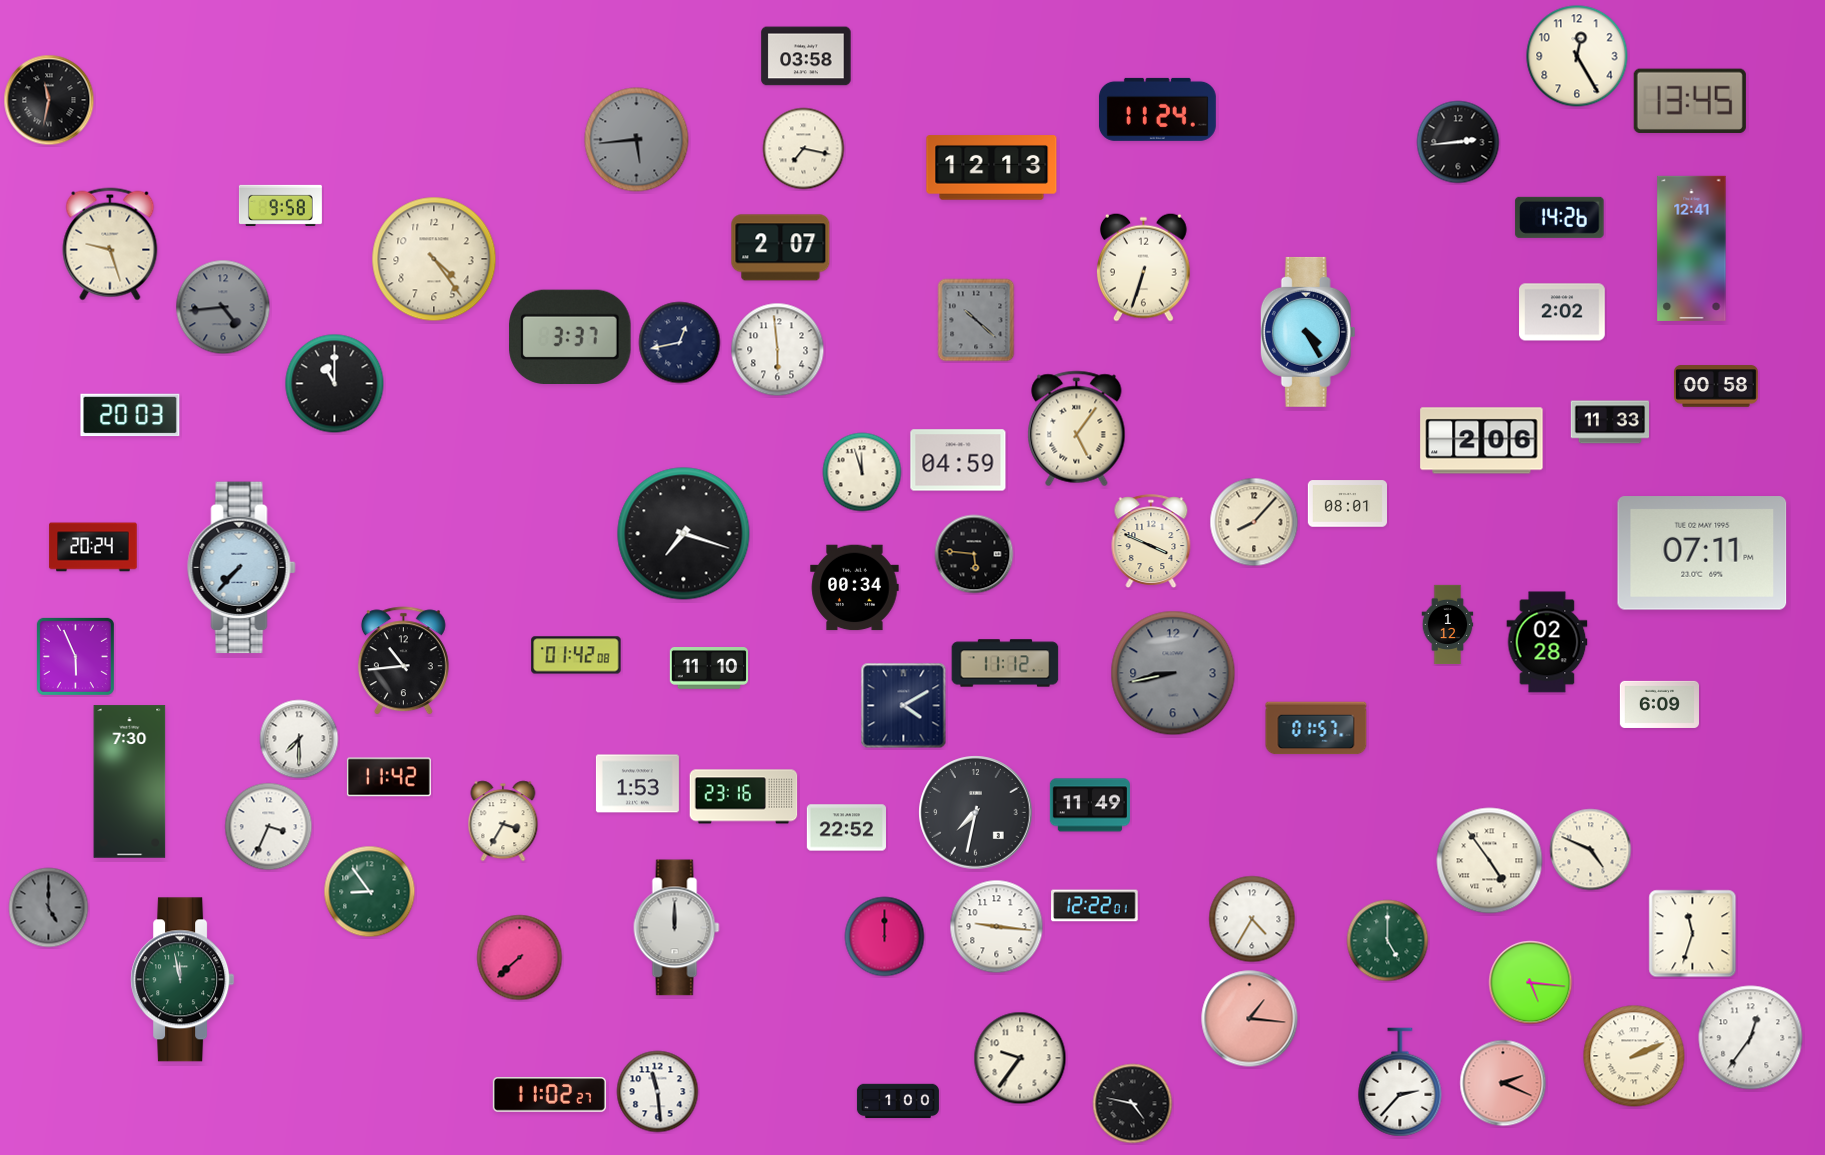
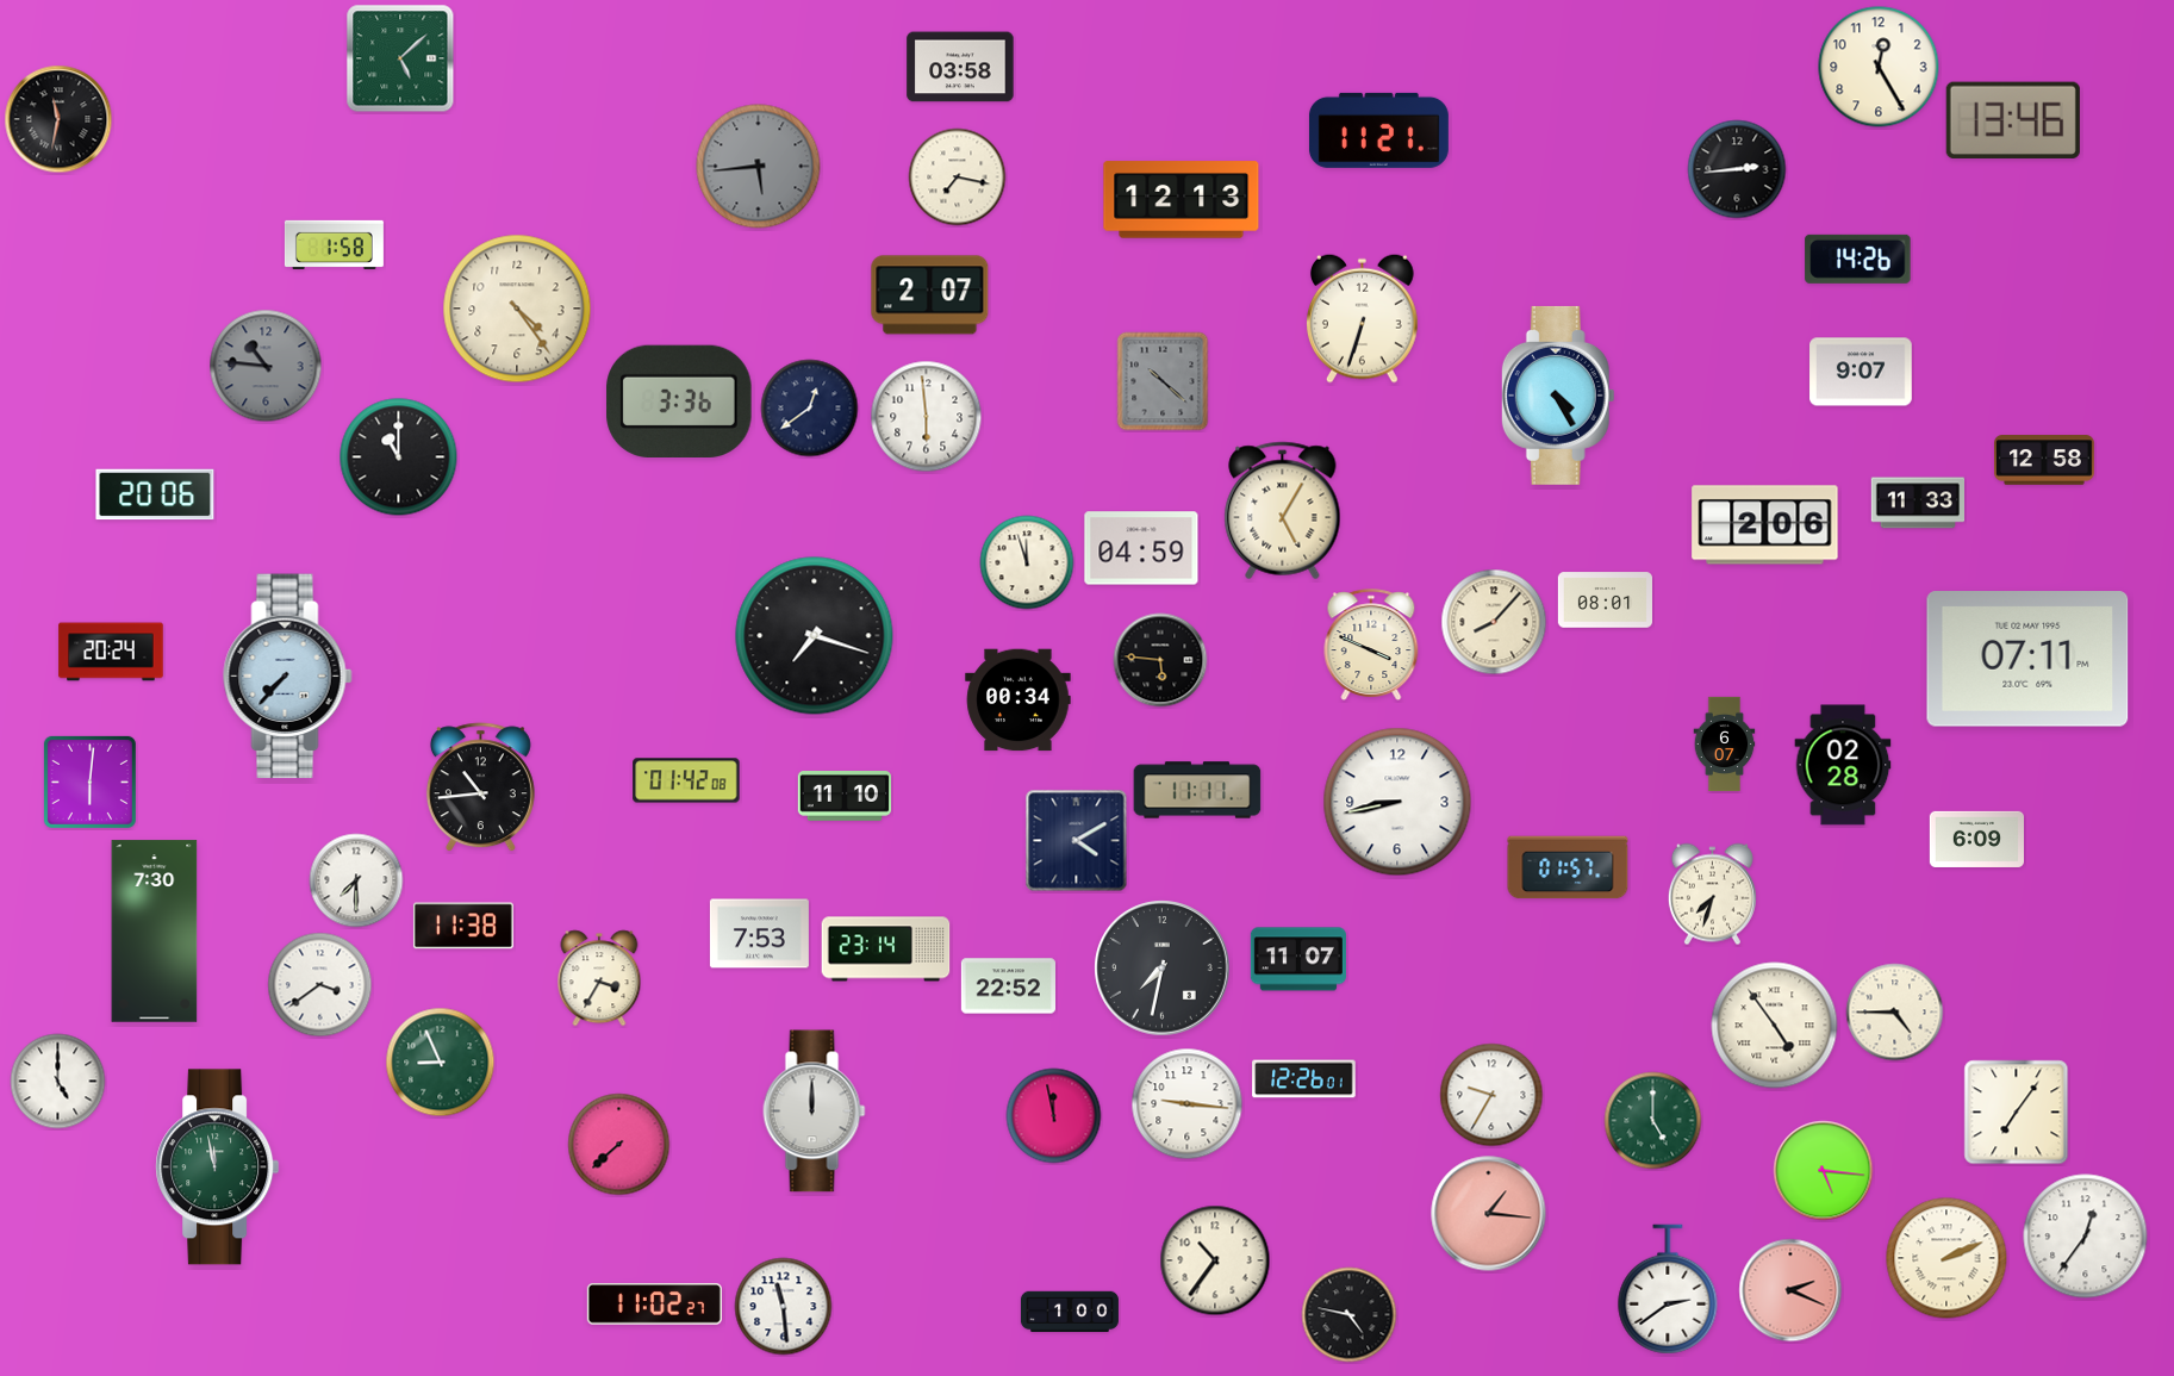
clock at (400, 58): none -> 5:08
clock at (1690, 101): 13:45 -> 13:46
clock at (1157, 109): 11:24 -> 11:21
clock at (280, 205): 9:58 -> 1:58
clock at (110, 244): 9:27 -> none
clock at (1692, 248): 12:41 -> none
clock at (223, 307): 4:44 -> 10:46
clock at (1562, 312): 2:02 -> 9:07
clock at (570, 336): 3:37 -> 3:36
clock at (680, 343): 12:43 -> 12:39
clock at (1717, 386): 00:58 -> 12:58
clock at (130, 415): 20:03 -> 20:06
clock at (1077, 429): 5:06 -> 5:05
clock at (1448, 625): 1:12 -> 6:07
clock at (75, 656): 5:56 -> 6:01
clock at (1005, 663): 11:12 -> 11:11
clock at (1173, 673) dial: grey -> white
clock at (1712, 895): none -> 7:33
clock at (389, 777): 11:42 -> 11:38
clock at (637, 784): 1:53 -> 7:53
clock at (744, 797): 23:16 -> 23:14
clock at (1090, 805): 11:49 -> 11:07
clock at (269, 827): 3:34 -> 3:39
clock at (1591, 850): 4:49 -> 4:45
clock at (370, 892): 8:54 -> 8:56
clock at (1095, 906): 12:22 -> 12:26
clock at (49, 908) dial: grey -> white
clock at (1252, 919): 4:35 -> 9:35
clock at (677, 928) position: (677, 928) -> (815, 1112)
clock at (1693, 934): 11:33 -> 7:06
clock at (885, 937): 12:00 -> 11:58
clock at (520, 958) position: (520, 958) -> (619, 1145)
clock at (1020, 1058): 9:36 -> 10:36
clock at (1400, 1082): 2:37 -> 2:39
clock at (658, 1092) position: (658, 1092) -> (784, 1307)
